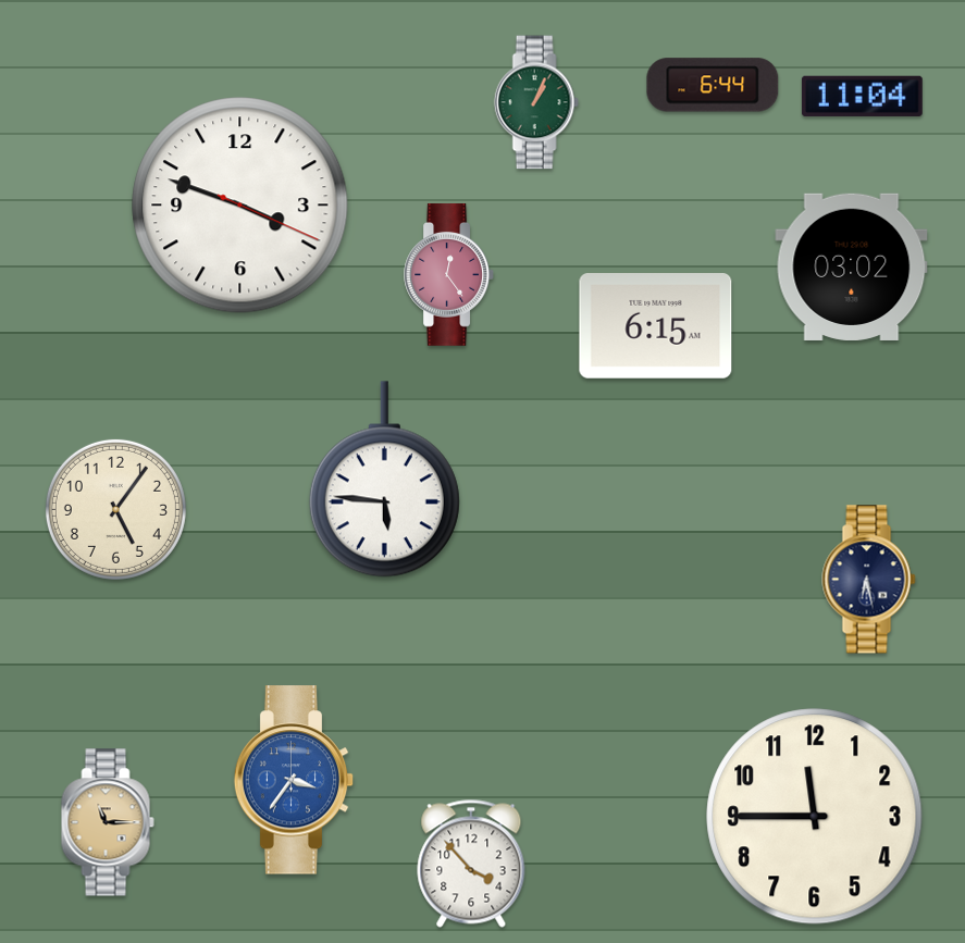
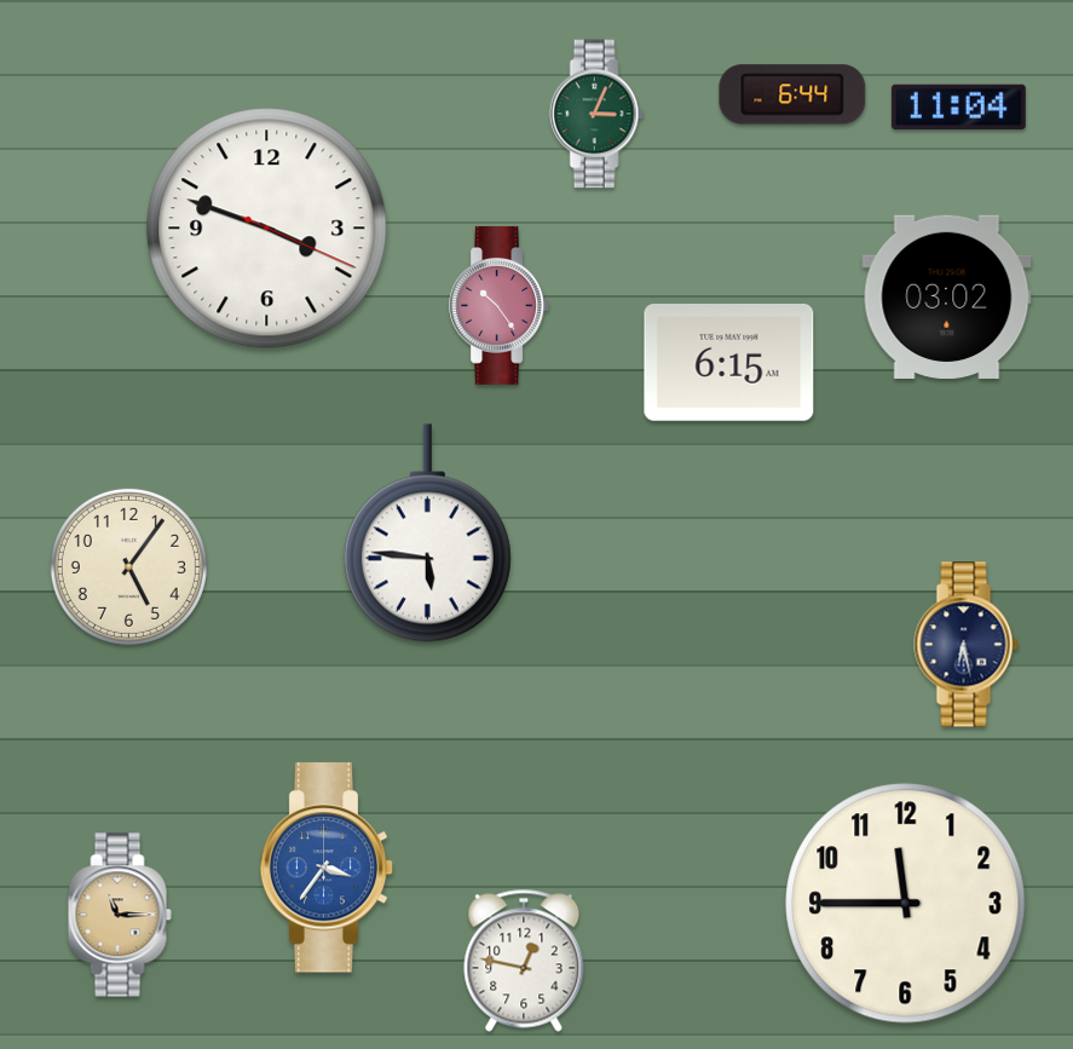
clock at (536, 102): 1:04 -> 3:04
clock at (448, 275): 12:24 -> 10:24
clock at (815, 817) position: (815, 817) -> (906, 904)
clock at (471, 864): 3:53 -> 12:47
